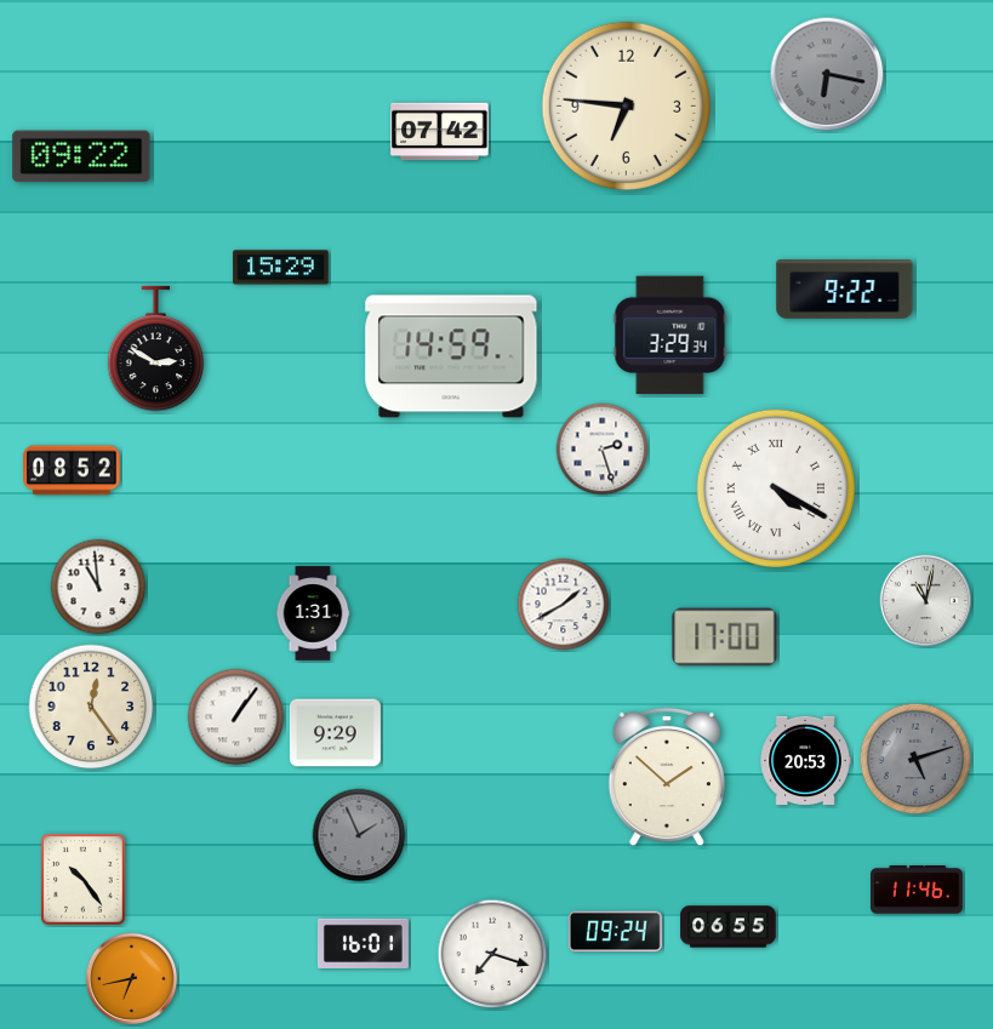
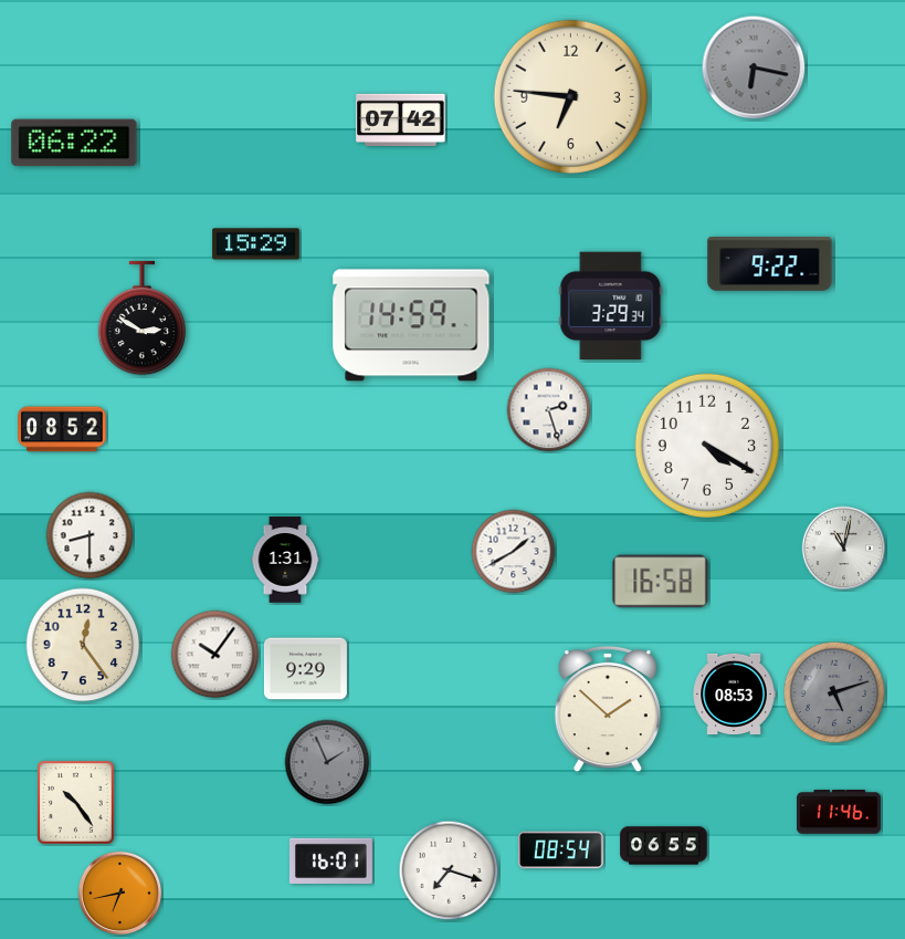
clock at (81, 156): 09:22 -> 06:22
clock at (72, 470) position: (72, 470) -> (62, 429)
clock at (775, 487) numerals: Roman -> Arabic
clock at (98, 587): 10:59 -> 8:30
clock at (725, 638): 17:00 -> 16:58
clock at (236, 718): 1:06 -> 10:06
clock at (805, 760): 20:53 -> 08:53
clock at (918, 890) position: (918, 890) -> (840, 812)
clock at (616, 932): 09:24 -> 08:54
